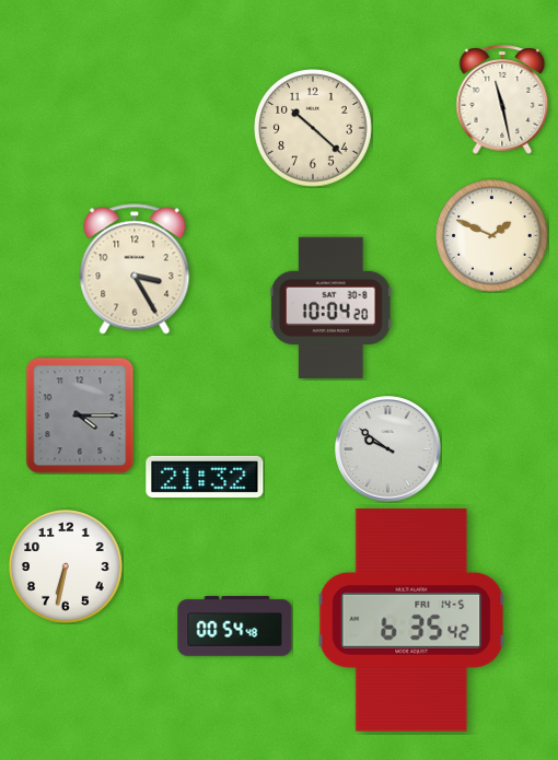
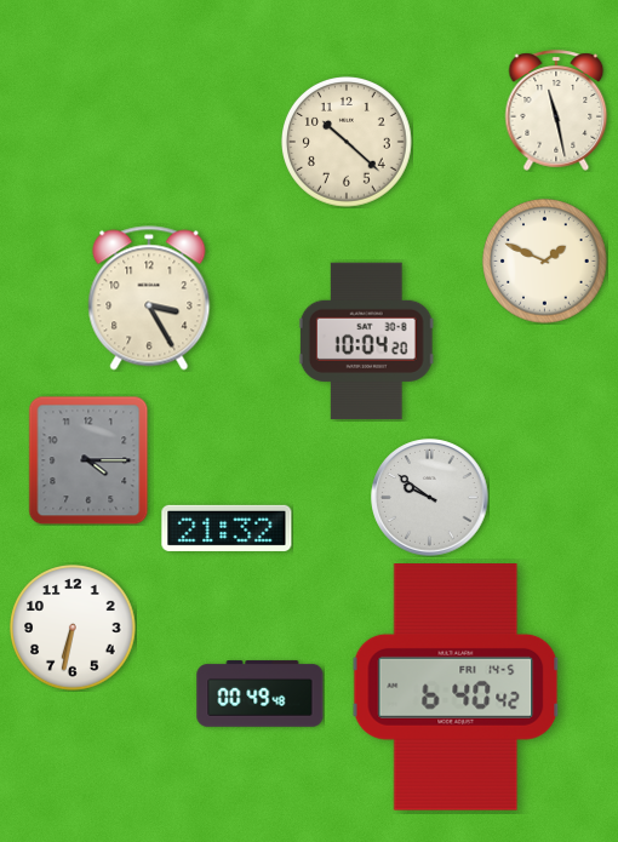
clock at (411, 620): 6:35 -> 6:40
clock at (235, 627): 00:54 -> 00:49
